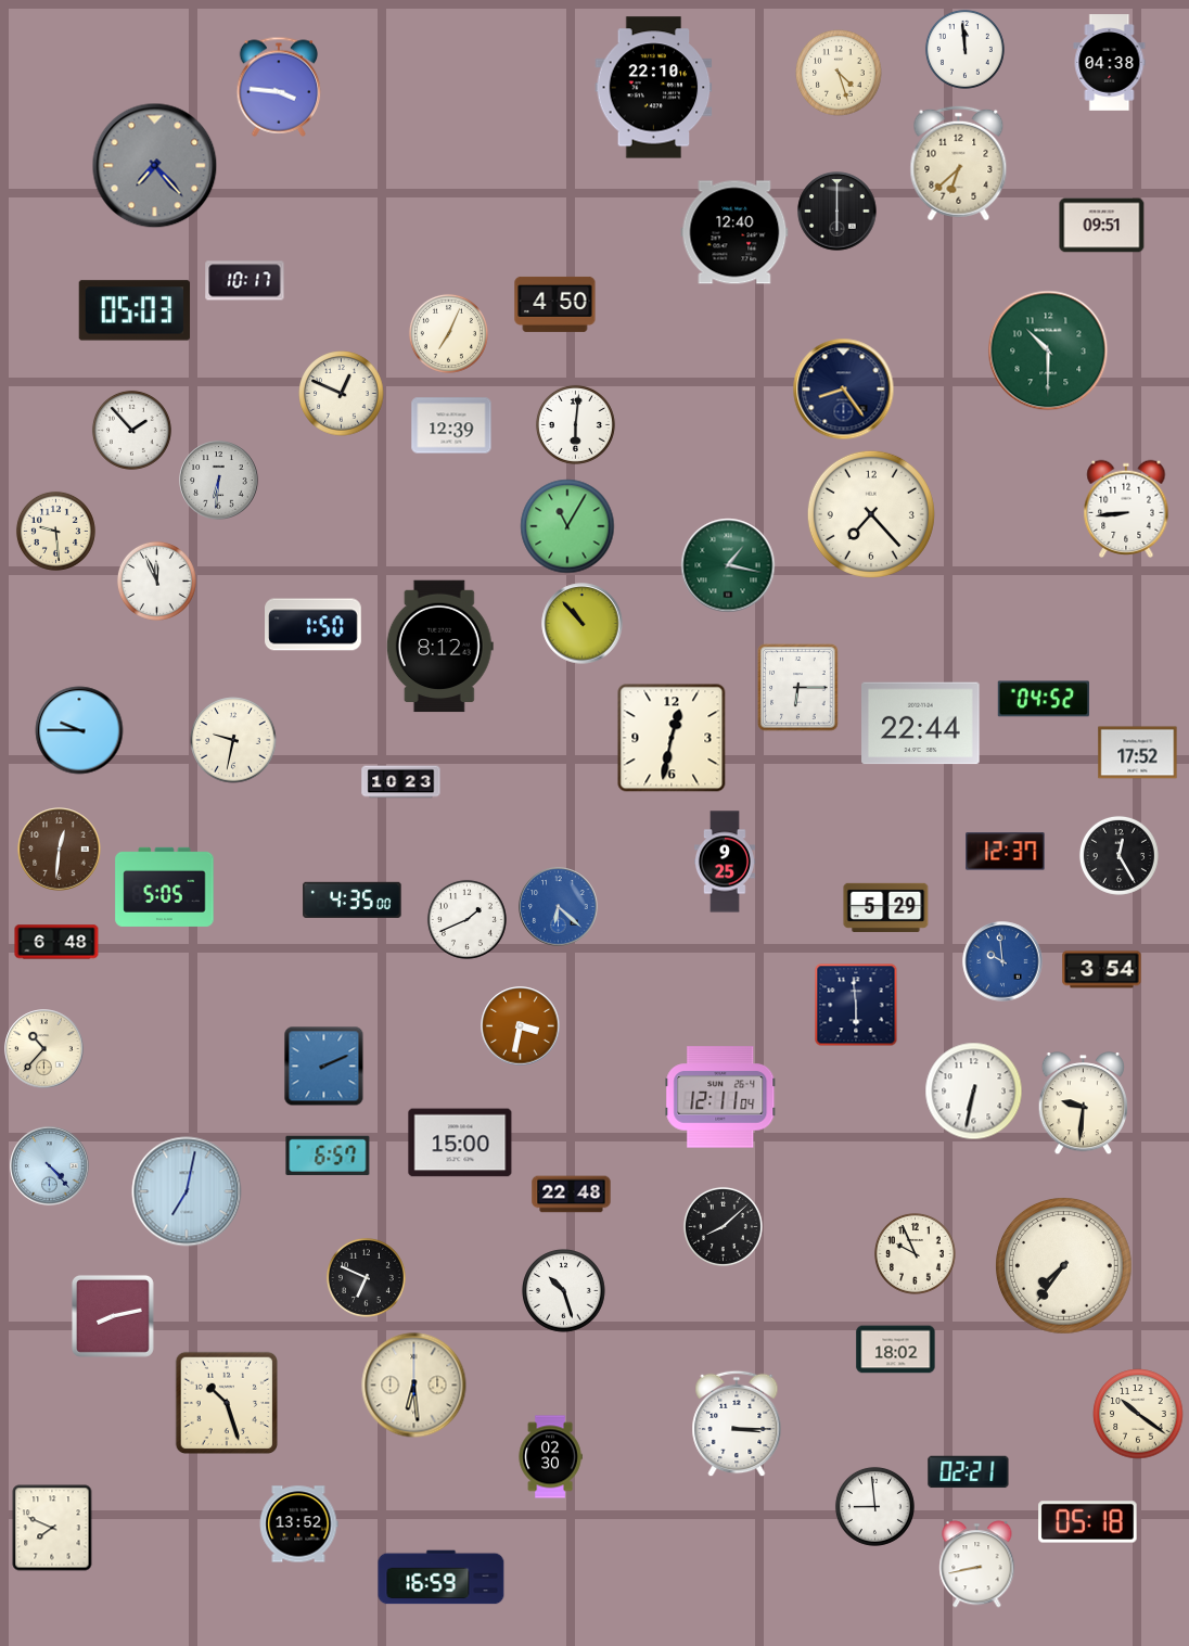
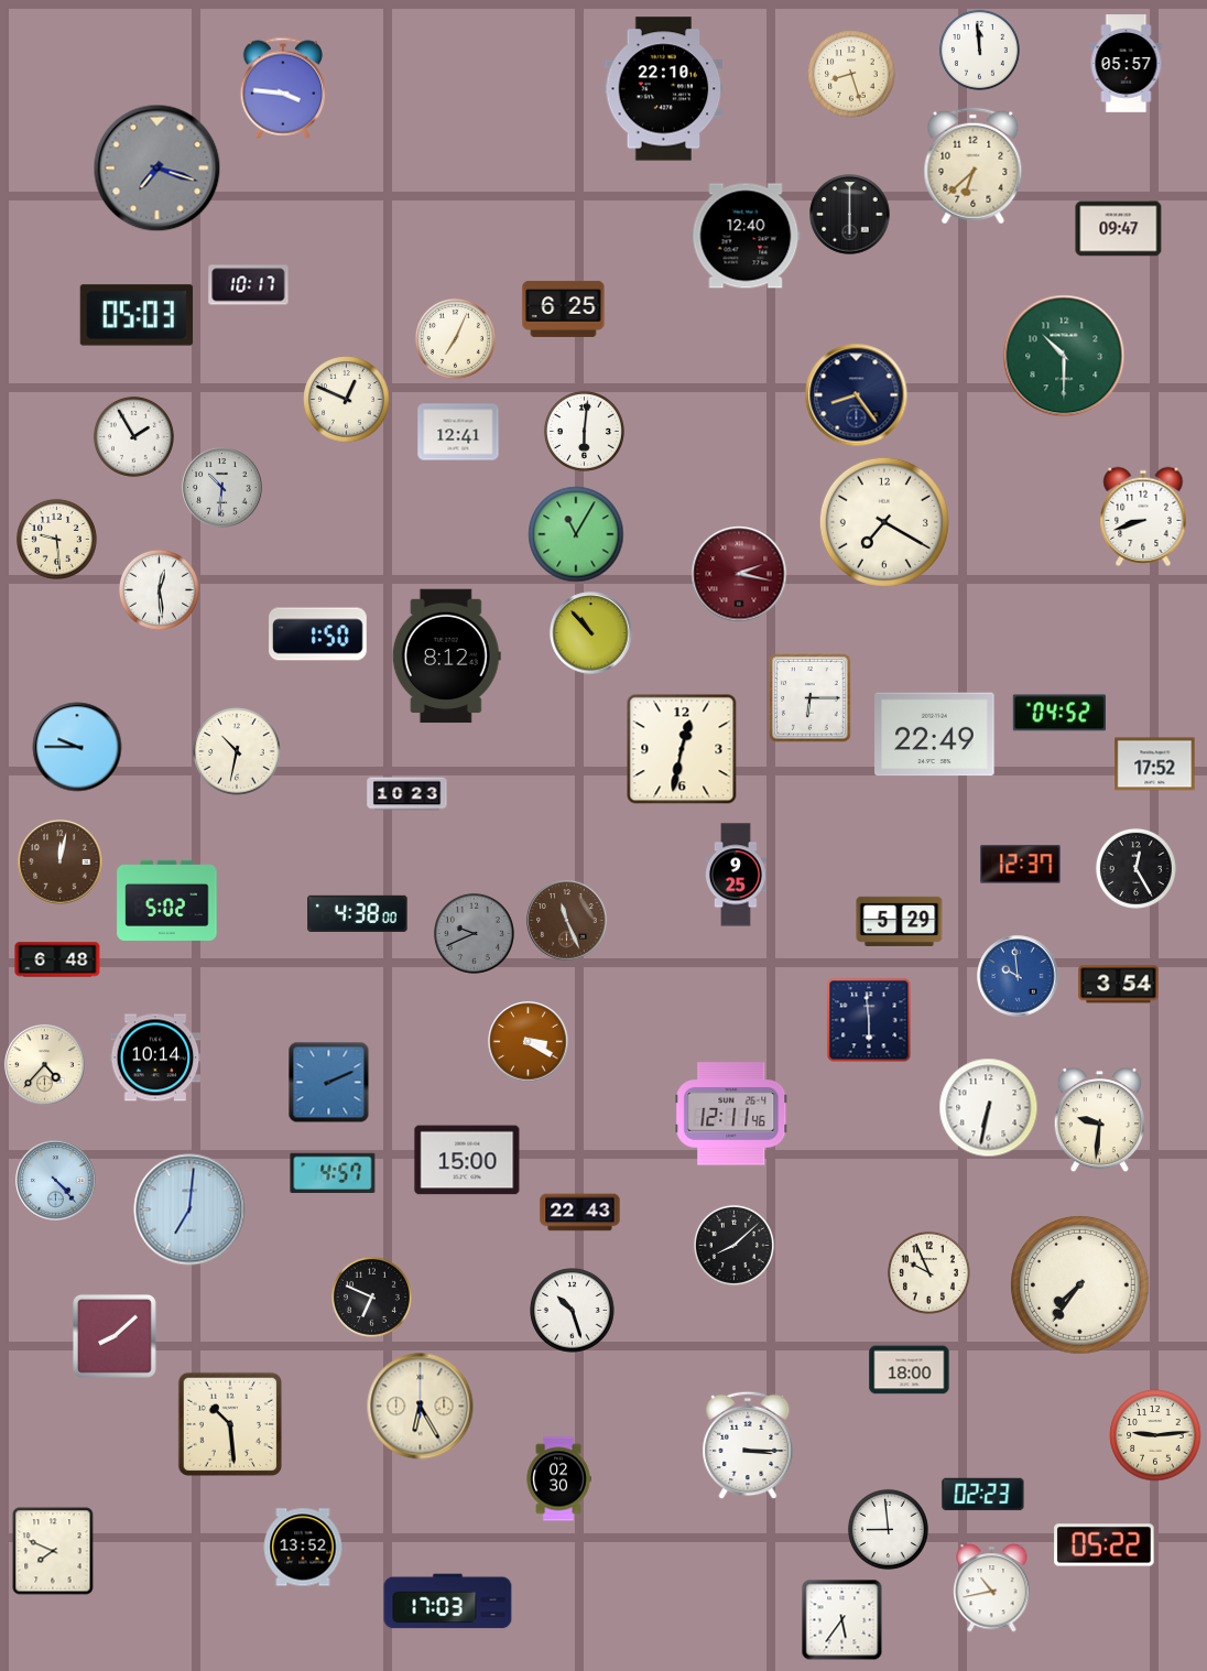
clock at (1110, 63): 04:38 -> 05:57
clock at (839, 73): 4:27 -> 8:27
clock at (155, 166): 7:23 -> 7:18
clock at (1102, 226): 09:51 -> 09:47
clock at (555, 304): 4:50 -> 6:25
clock at (451, 425): 12:39 -> 12:41
clock at (131, 430): 1:53 -> 1:55
clock at (219, 481): 6:31 -> 10:31
clock at (1126, 508): 8:44 -> 8:42
clock at (871, 514): 7:23 -> 7:20
clock at (728, 565): 1:17 -> 2:17
clock at (728, 565) dial: green -> burgundy
clock at (156, 580): 11:56 -> 12:29
clock at (1043, 699) position: (1043, 699) -> (1058, 713)
clock at (921, 724): 22:44 -> 22:49
clock at (79, 730) position: (79, 730) -> (77, 747)
clock at (233, 740): 9:32 -> 10:32
clock at (60, 850): 12:31 -> 12:02
clock at (165, 886): 5:05 -> 5:02
clock at (353, 899): 4:35 -> 4:38
clock at (559, 907): 6:22 -> 11:26
clock at (559, 907) dial: blue -> brown
clock at (466, 919): 1:41 -> 9:41
clock at (466, 919) dial: white -> grey
clock at (56, 942) position: (56, 942) -> (57, 959)
clock at (521, 1026): 3:32 -> 3:20
clock at (155, 1057): none -> 10:14
clock at (44, 1049): 10:37 -> 4:37
clock at (720, 1097): 12:11:04 -> 12:11:46
clock at (328, 1156): 6:57 -> 4:57
clock at (50, 1166) position: (50, 1166) -> (56, 1181)
clock at (187, 1191): 7:02 -> 7:01
clock at (572, 1195): 22:48 -> 22:43
clock at (113, 1316): 8:13 -> 8:08
clock at (896, 1350): 18:02 -> 18:00
clock at (414, 1386): 6:29 -> 6:25
clock at (227, 1403): 10:27 -> 10:29
clock at (1138, 1414): 10:21 -> 9:14
clock at (969, 1472): 02:21 -> 02:23
clock at (1088, 1522): 05:18 -> 05:22
clock at (977, 1565): 8:43 -> 10:43
clock at (442, 1578): 16:59 -> 17:03
clock at (842, 1620): none -> 5:36
